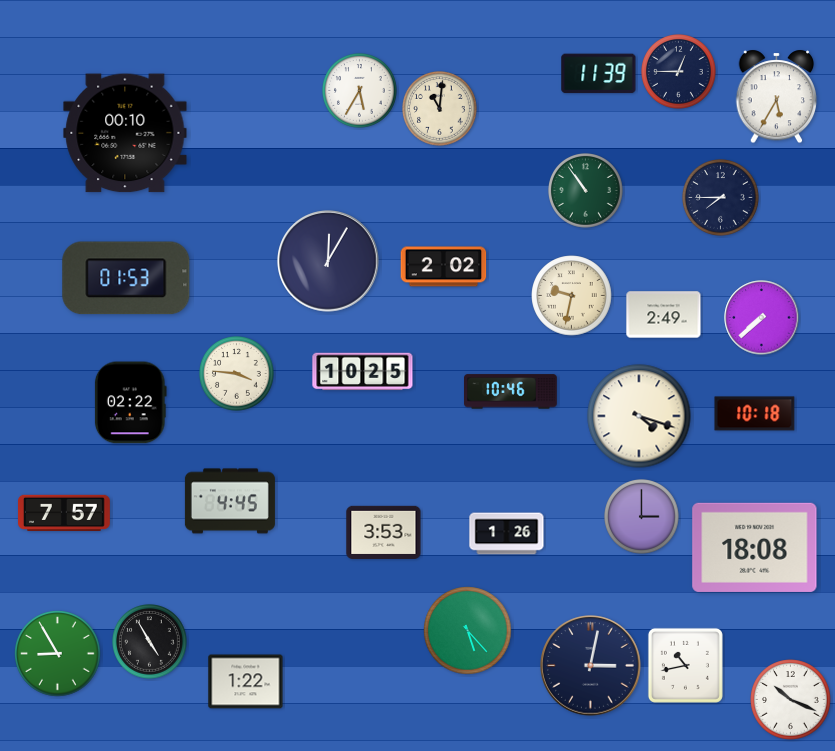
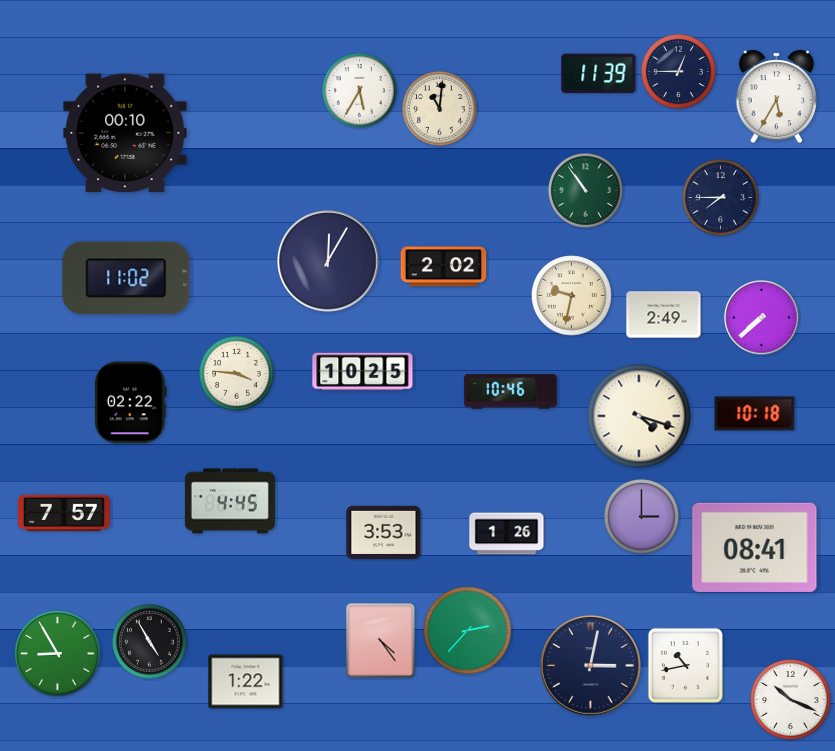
clock at (126, 278): 01:53 -> 11:02
clock at (755, 547): 18:08 -> 08:41
clock at (468, 631): 5:23 -> 2:37
clock at (381, 641): none -> 4:24
